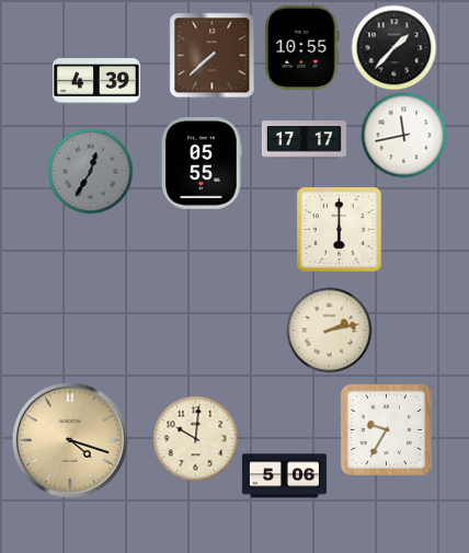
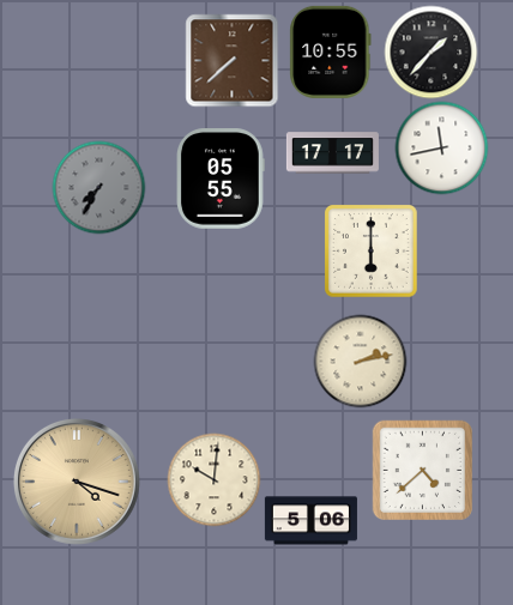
clock at (96, 81): 4:39 -> none
clock at (90, 171): 12:35 -> 7:35
clock at (386, 429): 9:35 -> 4:38
